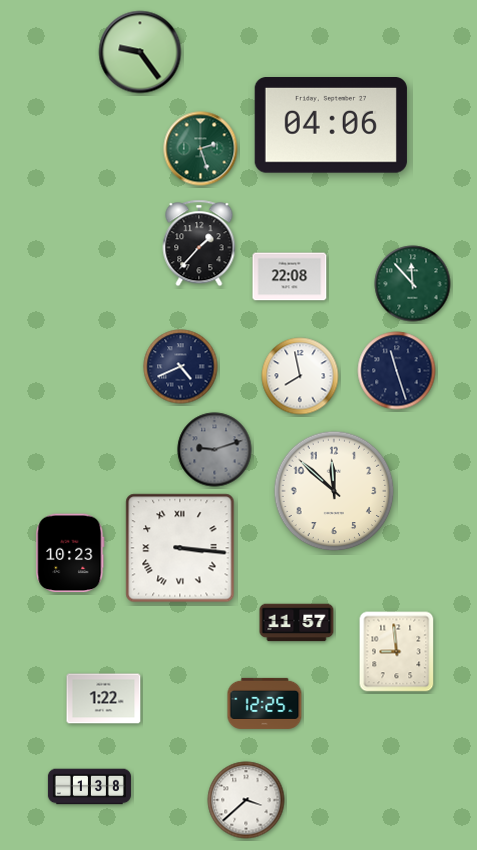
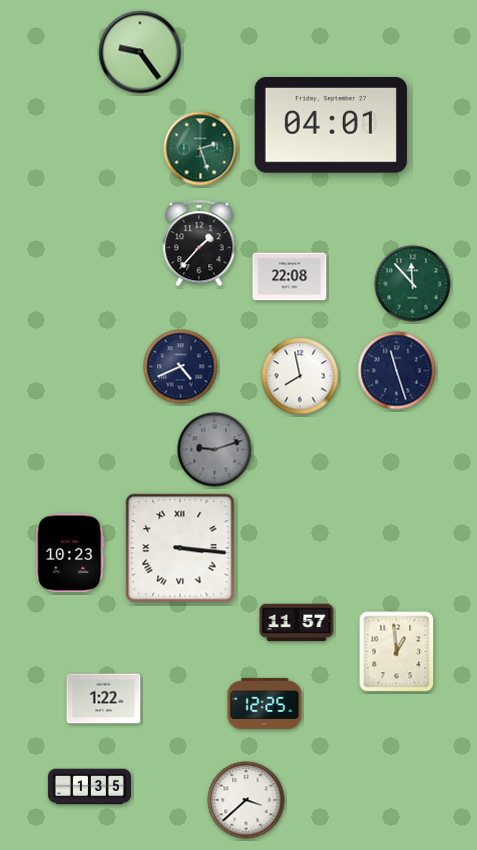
clock at (331, 126): 04:06 -> 04:01
clock at (334, 491): 11:52 -> none
clock at (397, 652): 8:59 -> 12:59
clock at (89, 787): 1:38 -> 1:35
